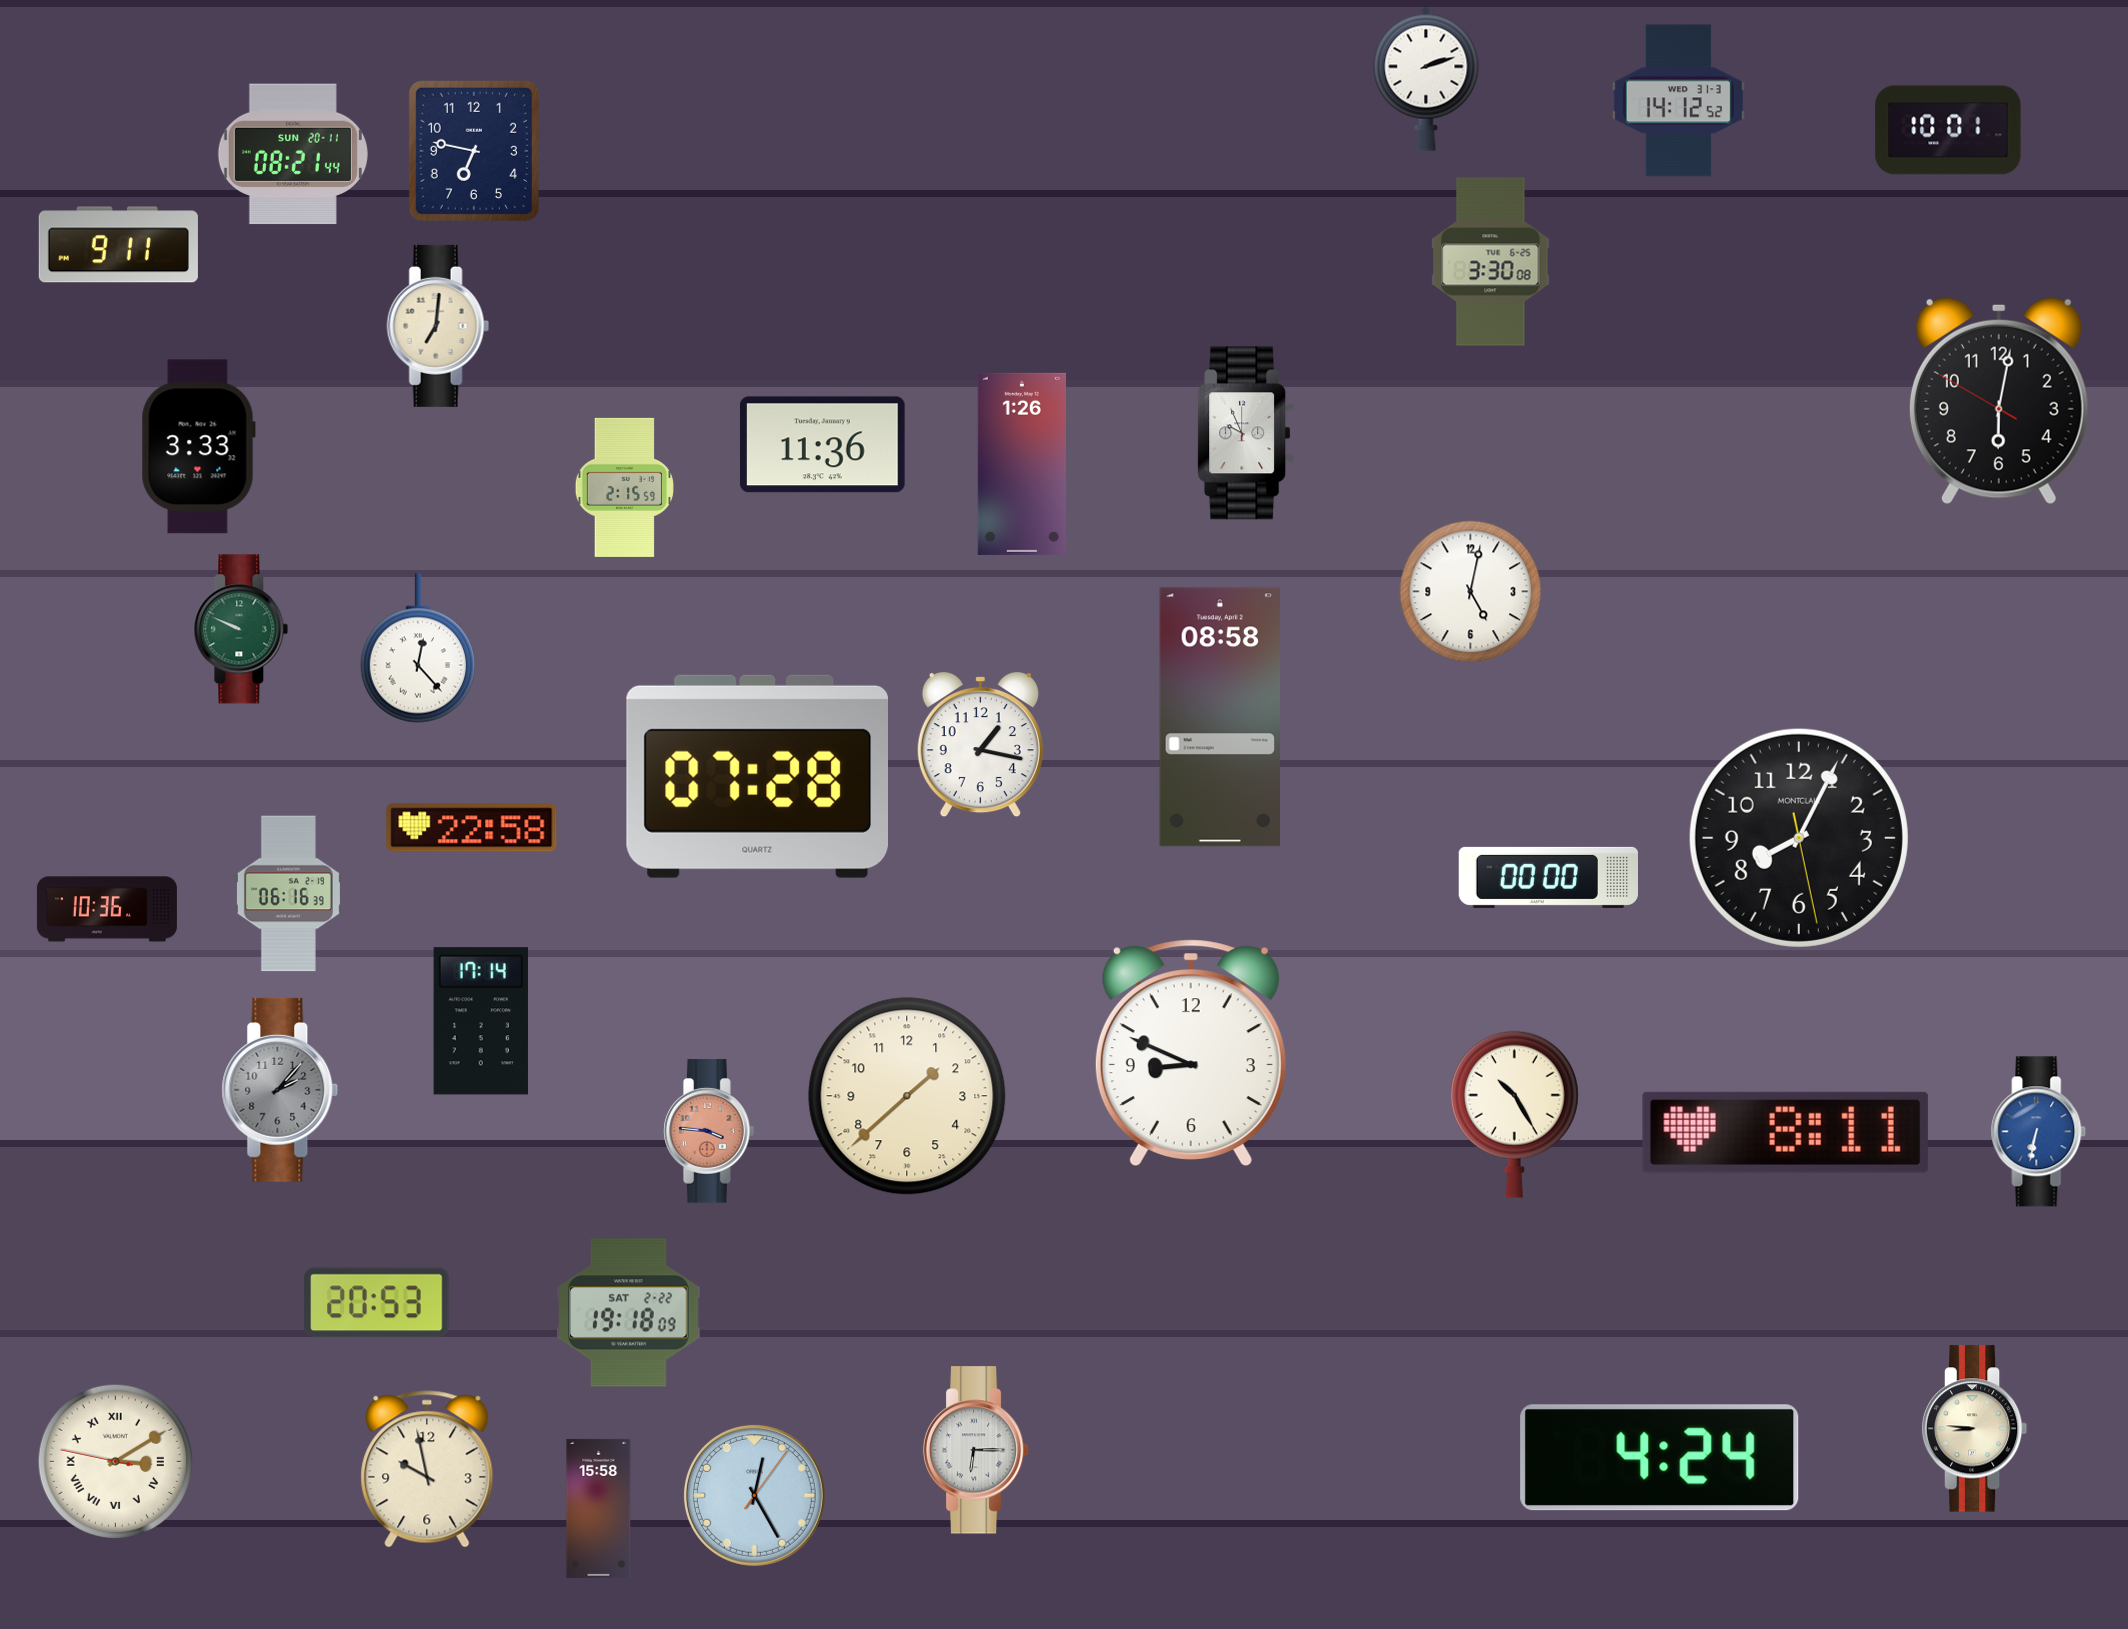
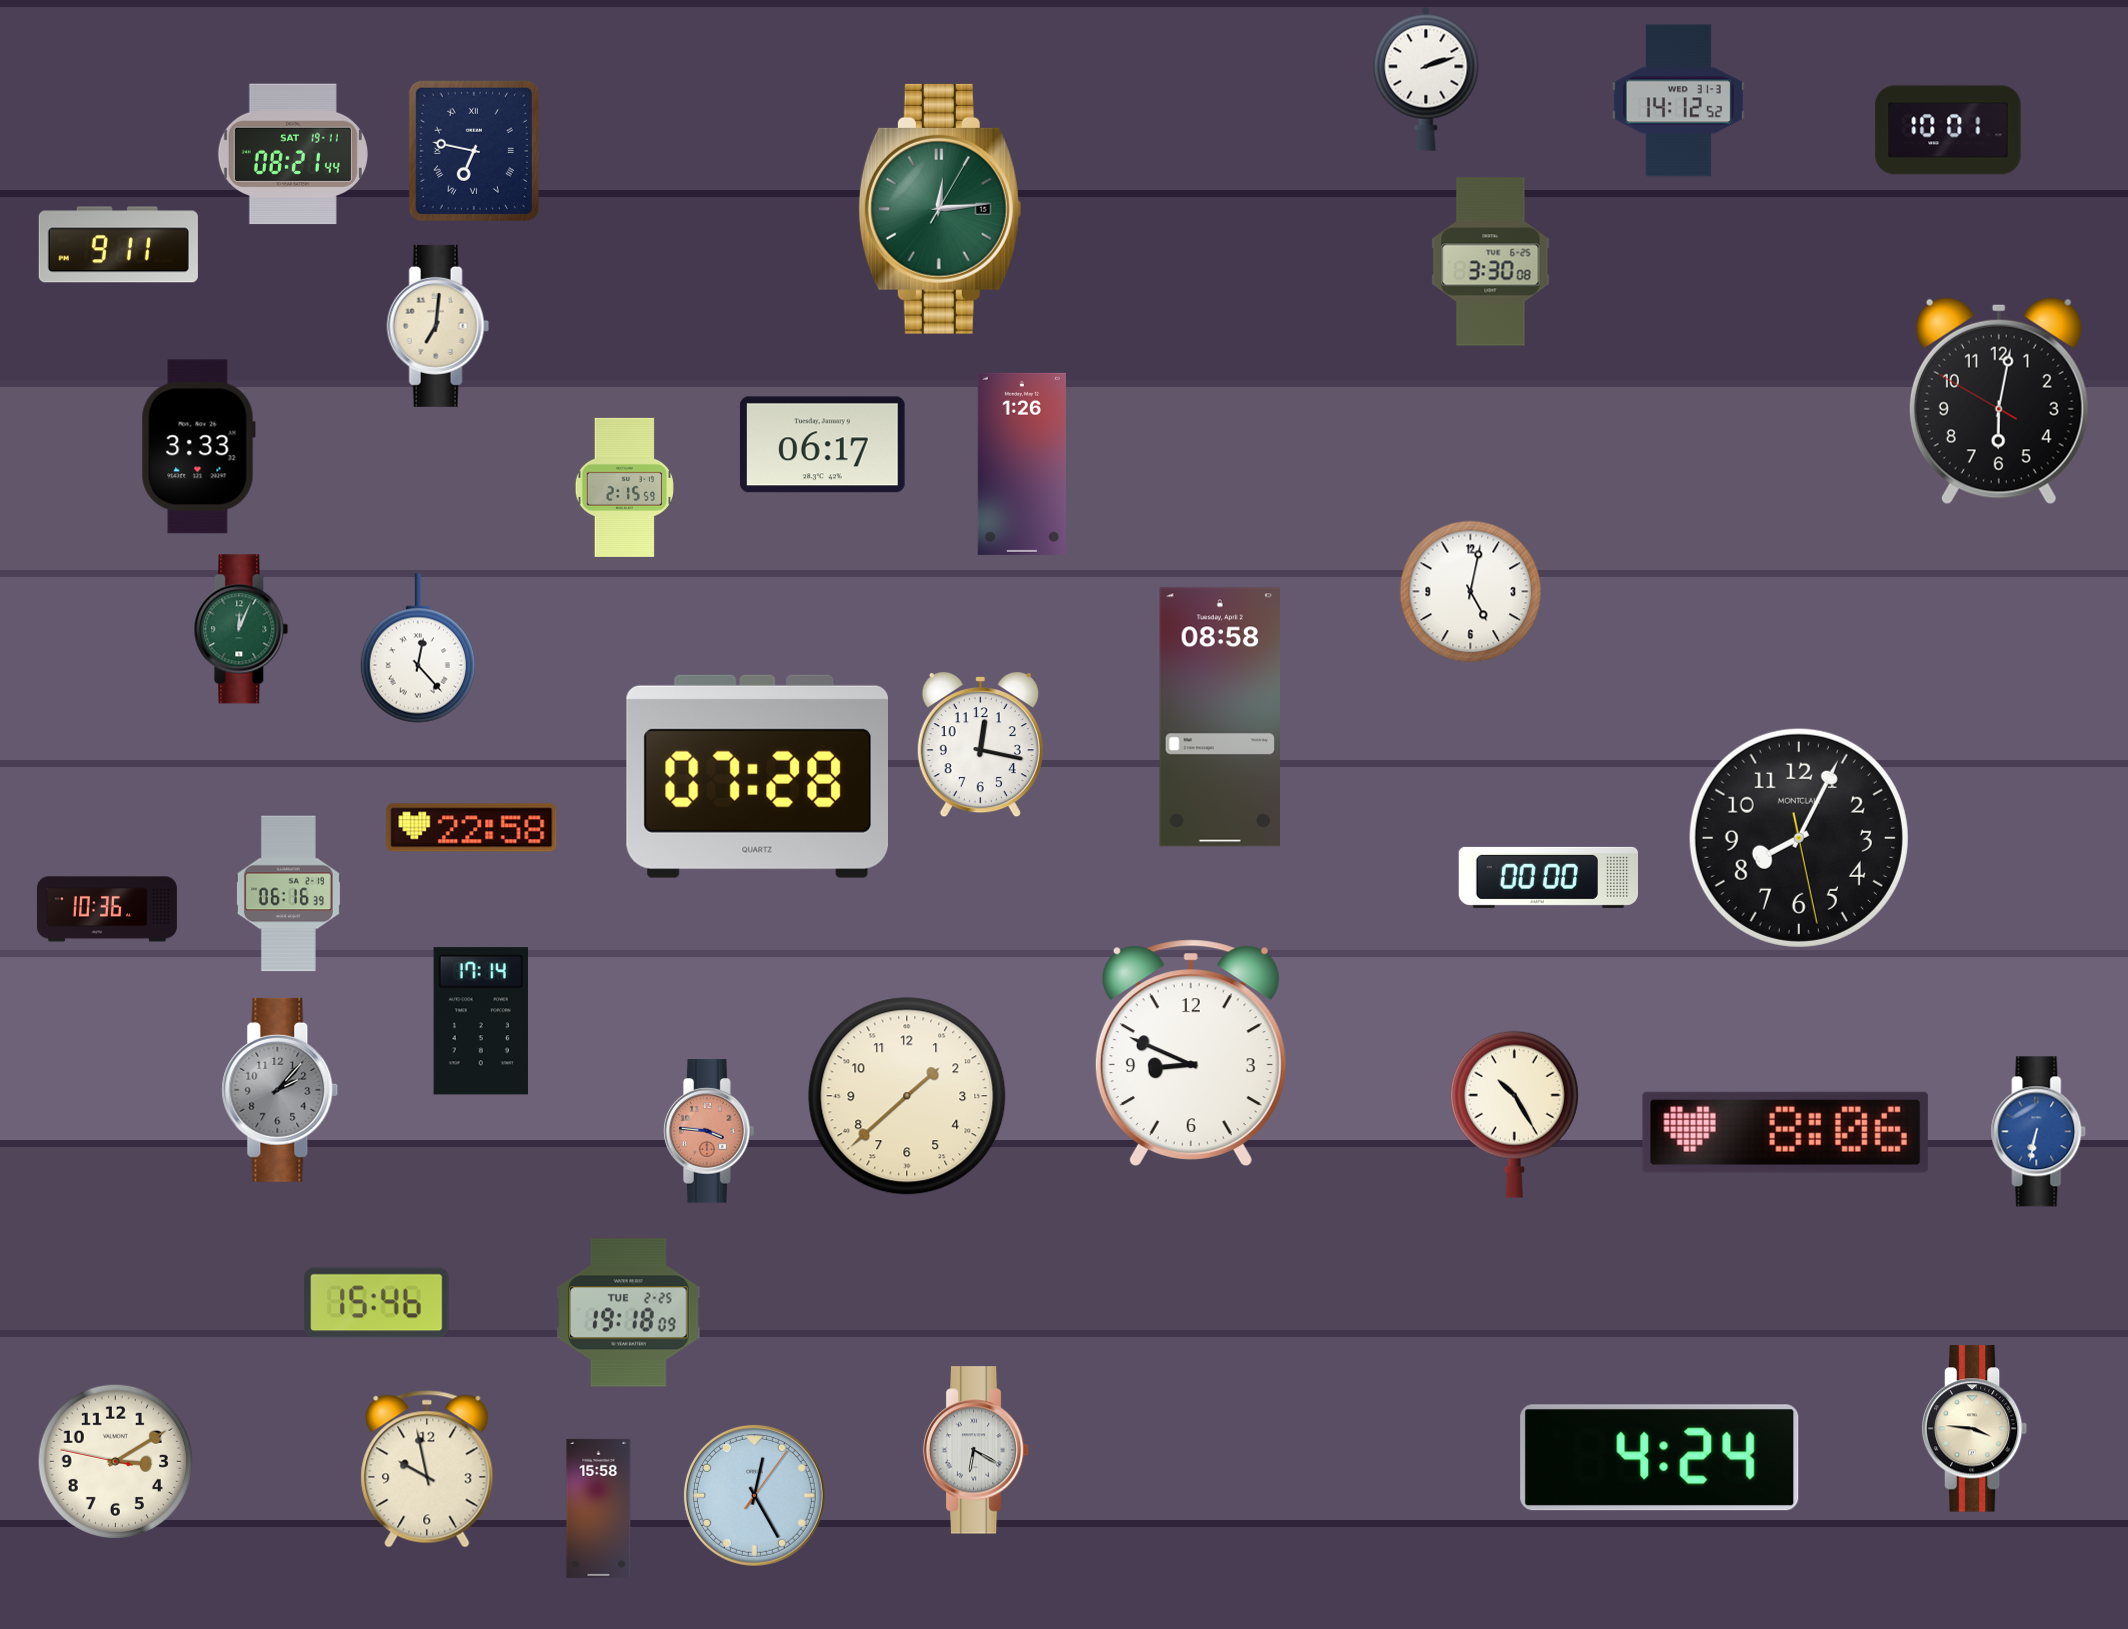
clock at (474, 151) numerals: Arabic -> Roman
clock at (293, 154) date: SUN 20-11 -> SAT 19-11
clock at (940, 209): none -> 12:14
clock at (1246, 433): 9:56 -> none
clock at (822, 445): 11:36 -> 06:17
clock at (241, 629): 9:49 -> 12:04
clock at (980, 746): 1:17 -> 12:17
clock at (1785, 1132): 8:11 -> 8:06
clock at (377, 1303): 20:53 -> 15:46
clock at (629, 1313) date: SAT 2-22 -> TUE 2-25
clock at (1975, 1429): 8:46 -> 3:46
clock at (976, 1450): 6:15 -> 6:20
clock at (115, 1461) numerals: Roman -> Arabic
